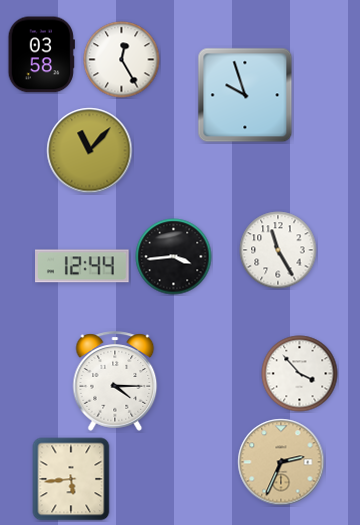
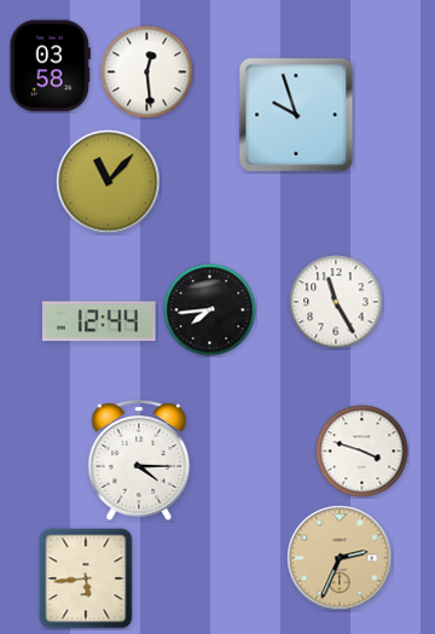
clock at (122, 60): 12:25 -> 12:29
clock at (174, 257): 3:44 -> 7:44
clock at (300, 374): 3:53 -> 3:48
